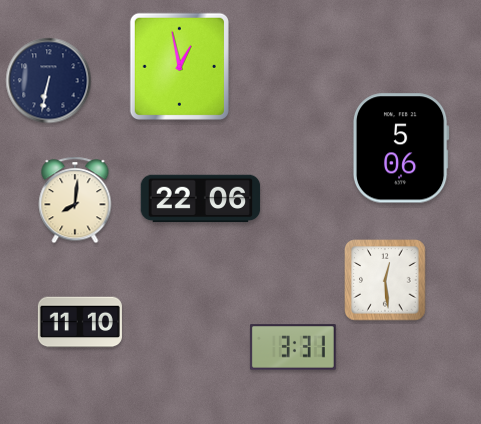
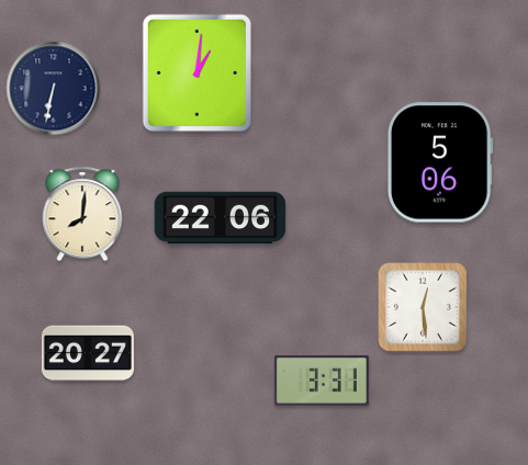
clock at (179, 66): 12:58 -> 1:01
clock at (75, 200) position: (75, 200) -> (82, 214)
clock at (80, 322): 11:10 -> 20:27
